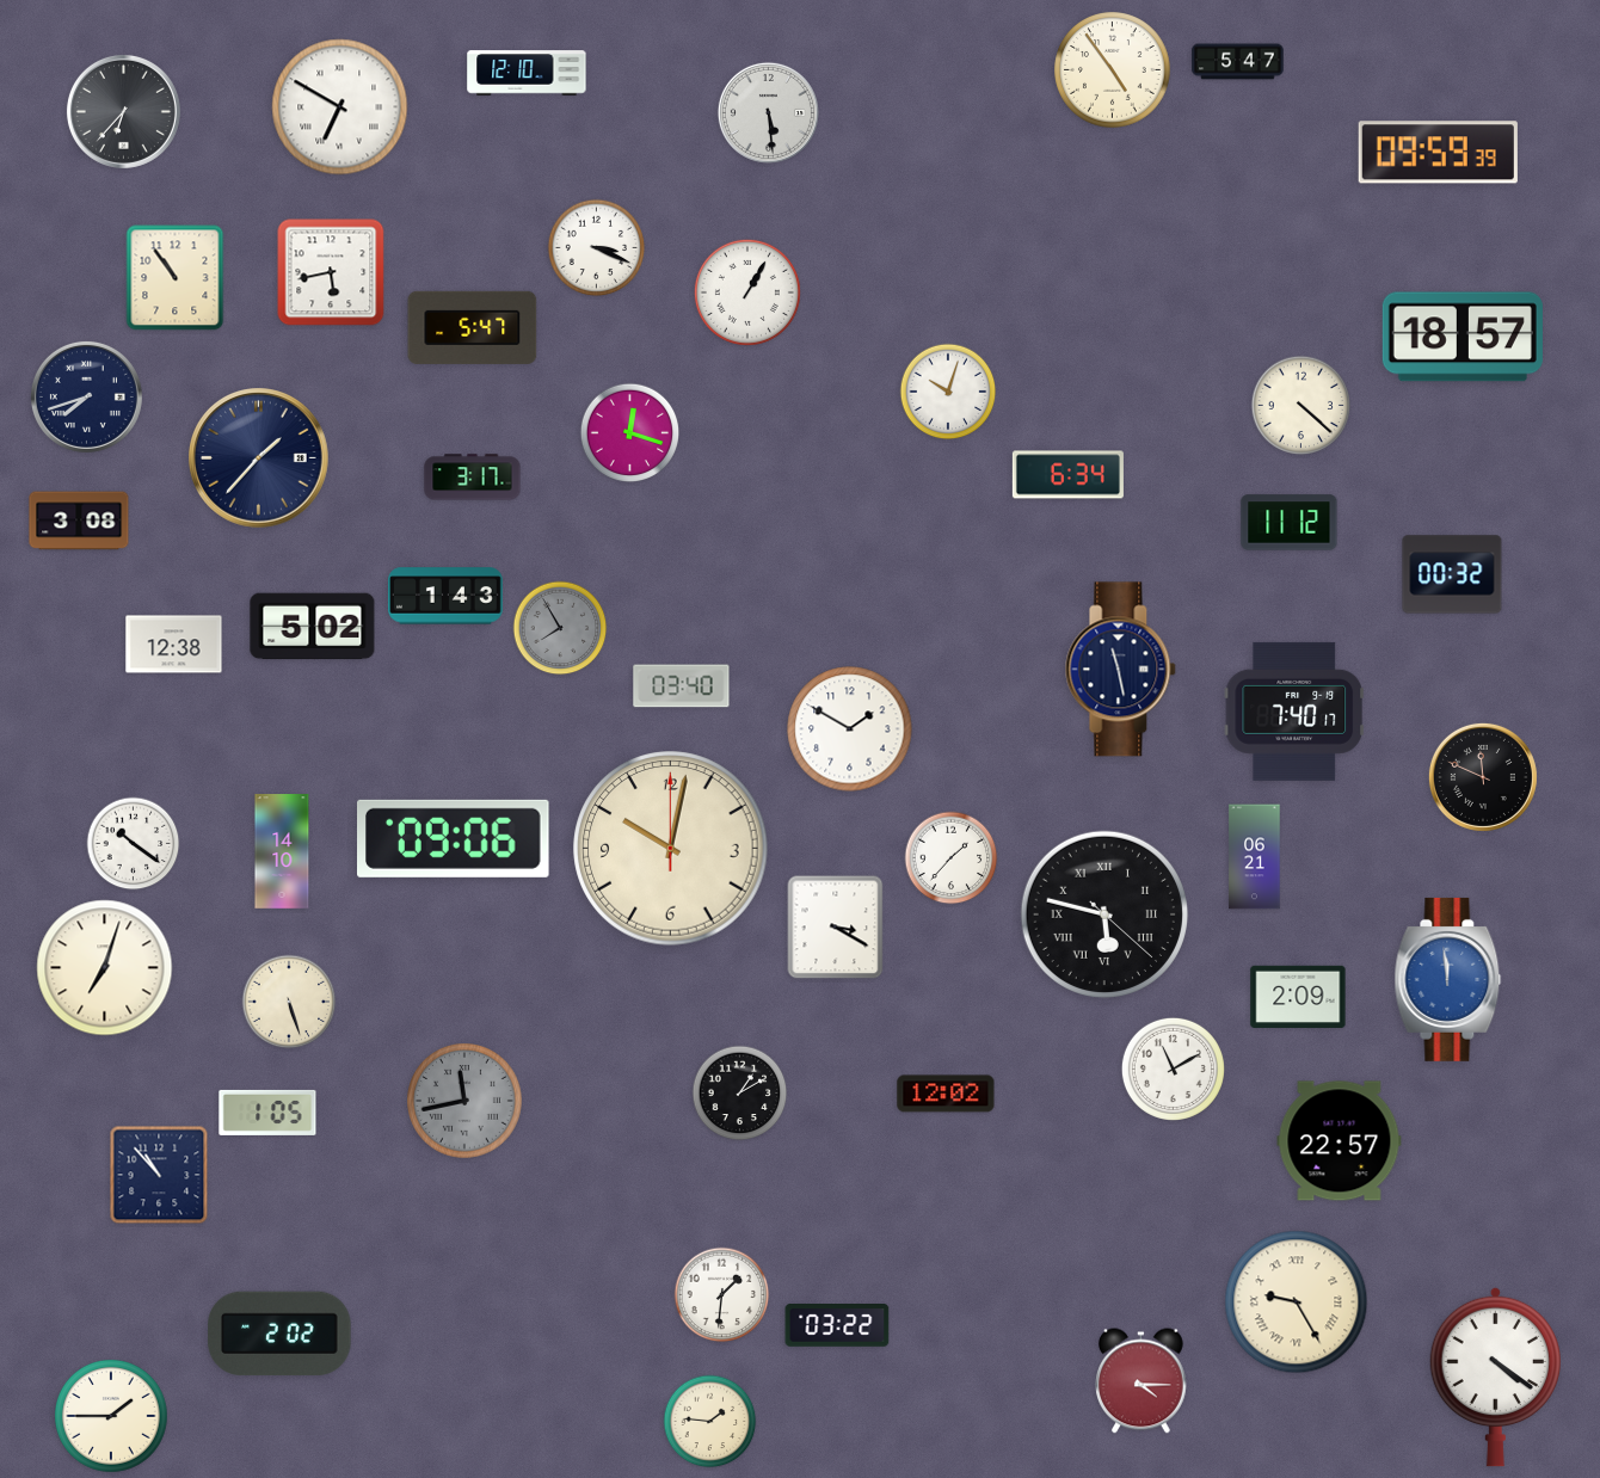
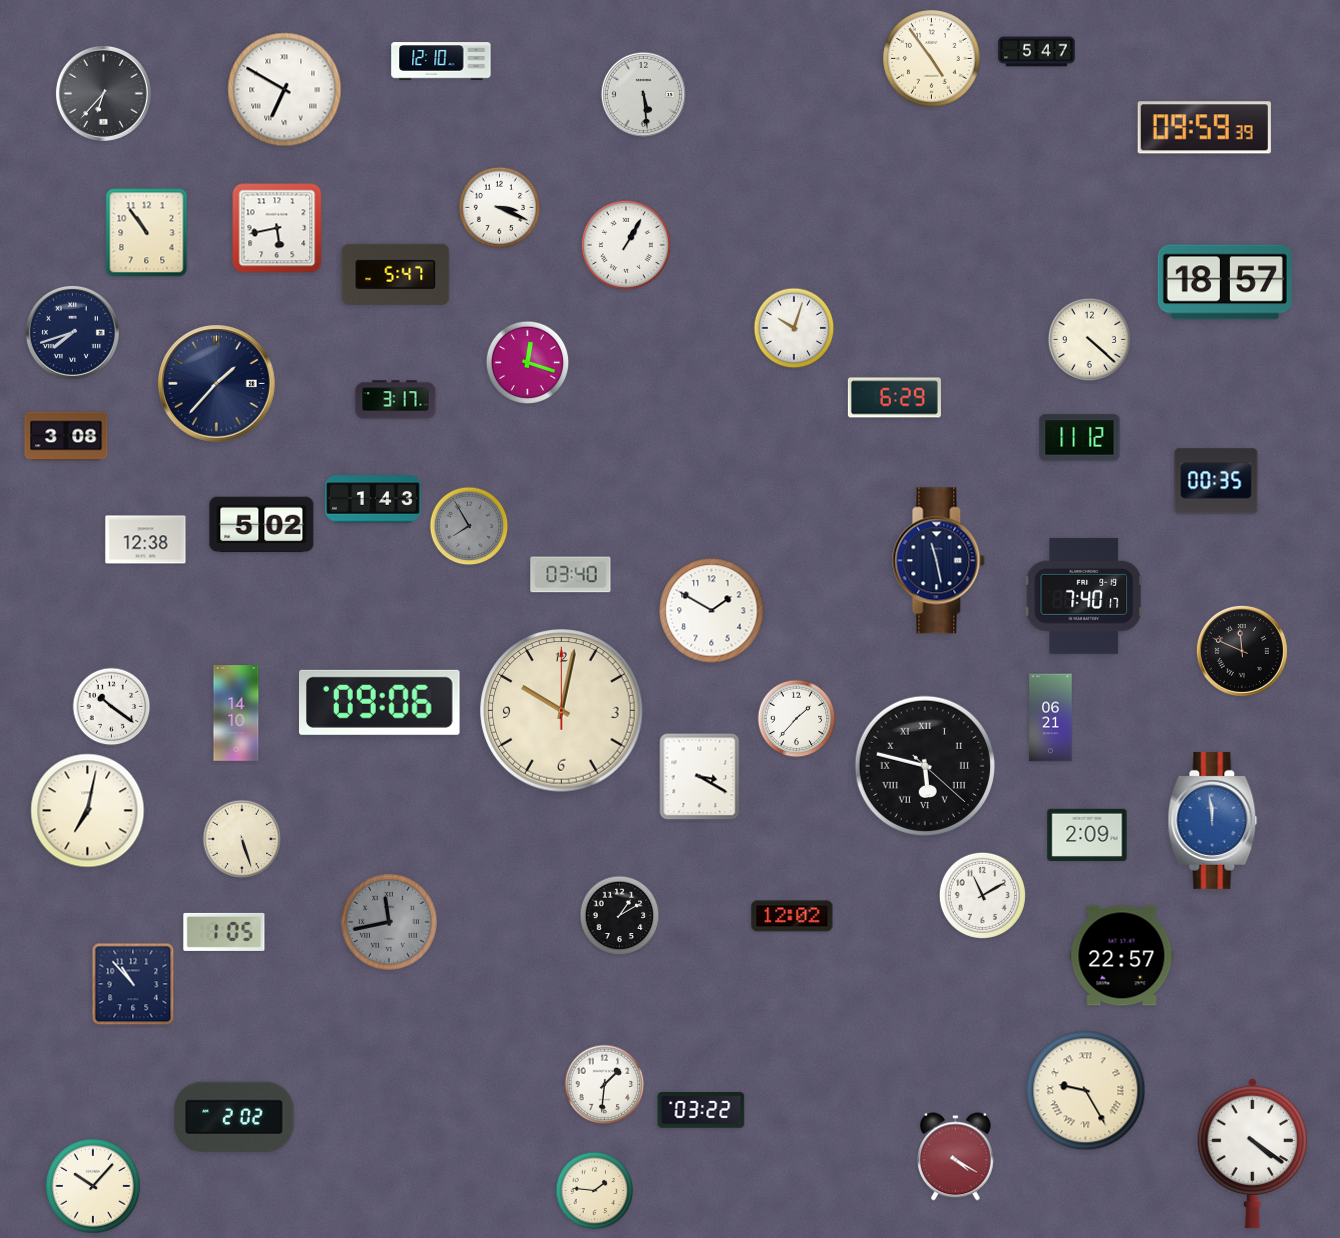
clock at (1067, 475): 6:34 -> 6:29
clock at (1452, 574): 00:32 -> 00:35
clock at (105, 968): 7:03 -> 7:02
clock at (1141, 1381): 4:15 -> 4:20
clock at (112, 1417): 1:45 -> 10:07
